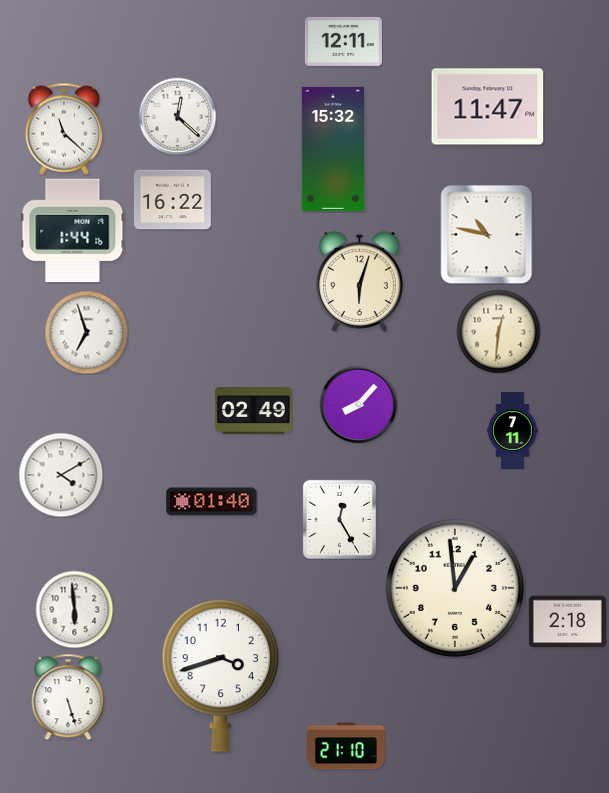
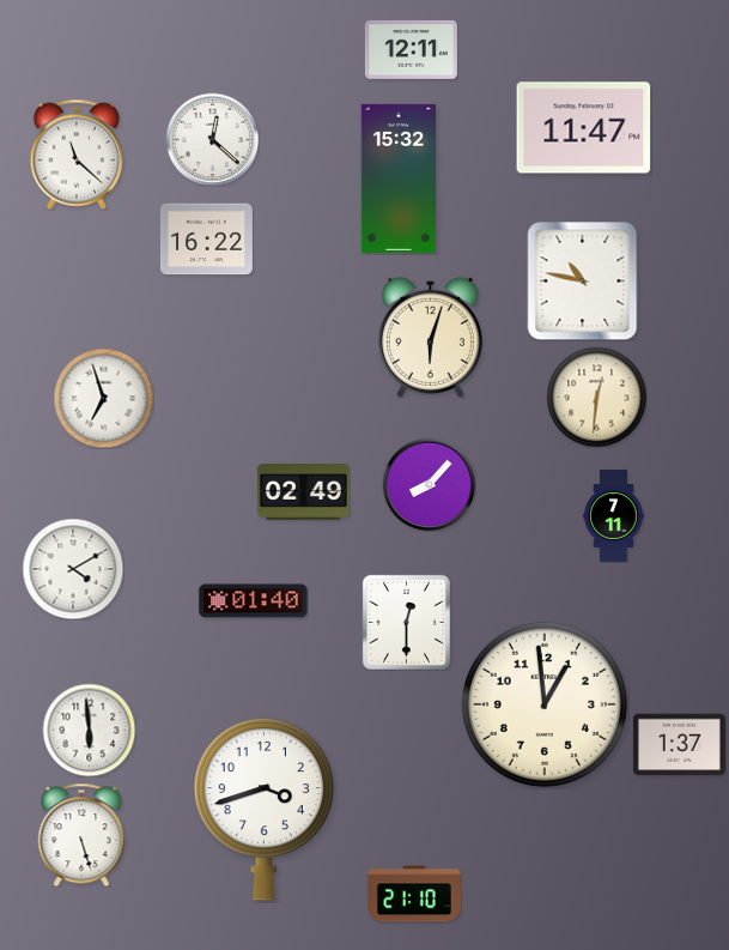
clock at (73, 231): 1:44 -> none
clock at (339, 519): 12:25 -> 12:30
clock at (567, 622): 2:18 -> 1:37
